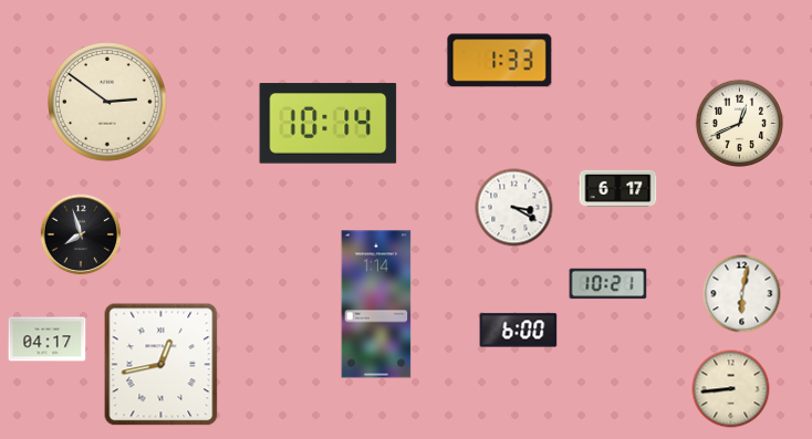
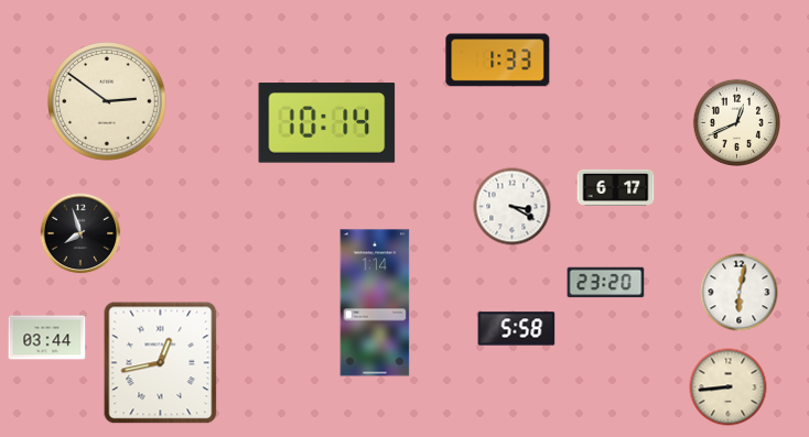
clock at (608, 284): 10:21 -> 23:20
clock at (519, 331): 6:00 -> 5:58
clock at (48, 339): 04:17 -> 03:44
